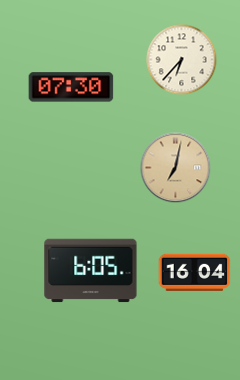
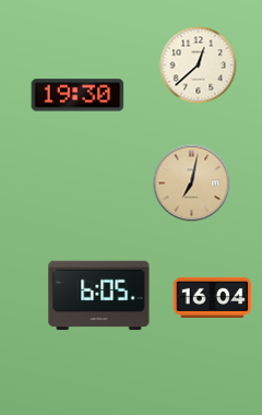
clock at (182, 60): 6:37 -> 12:38
clock at (71, 87): 07:30 -> 19:30
